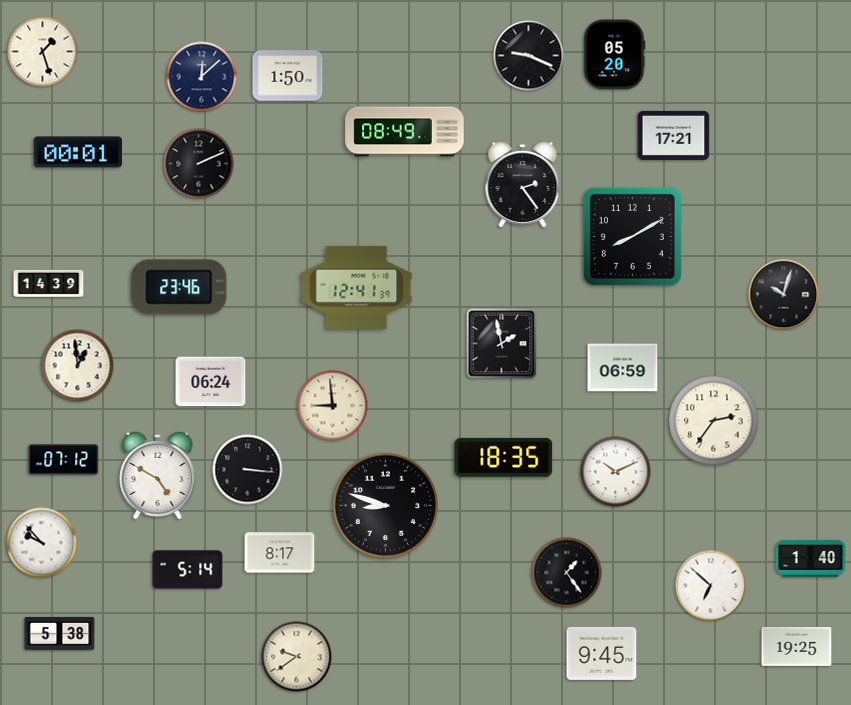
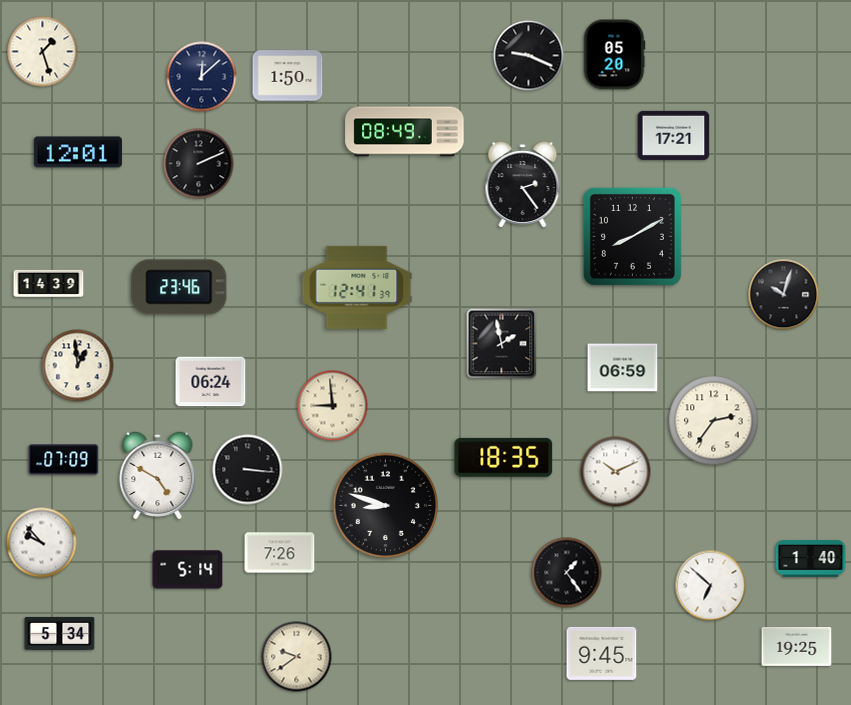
clock at (78, 152): 00:01 -> 12:01
clock at (64, 460): 07:12 -> 07:09
clock at (280, 553): 8:17 -> 7:26
clock at (60, 633): 5:38 -> 5:34
